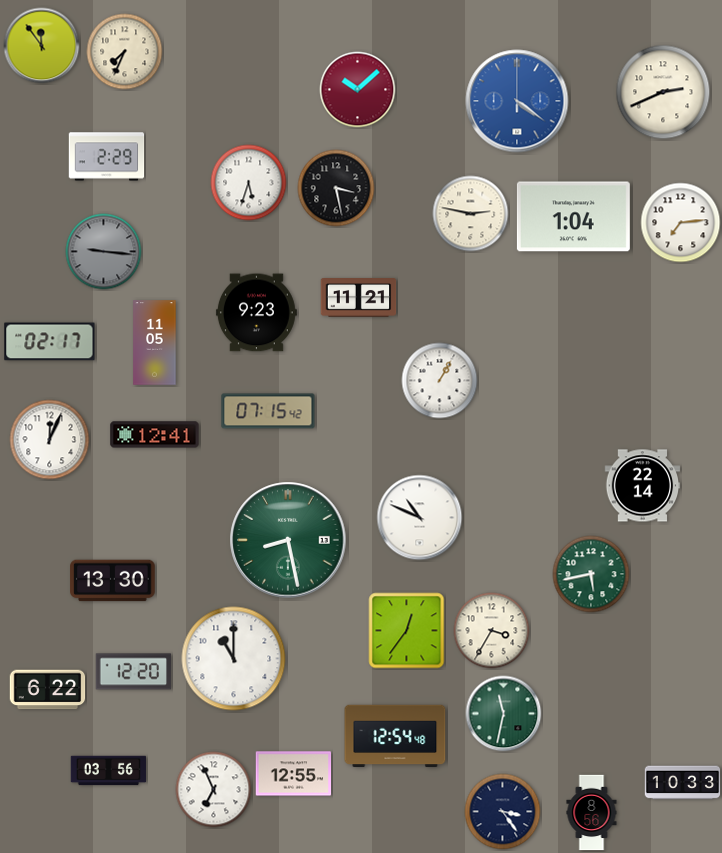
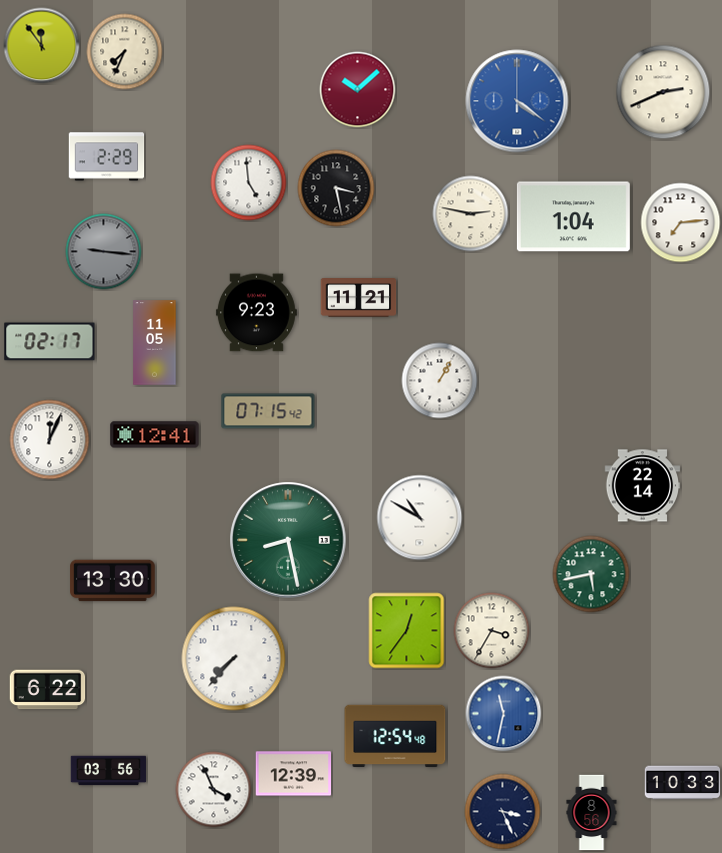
clock at (249, 183): 5:33 -> 4:59
clock at (420, 518): 10:49 -> 10:50
clock at (234, 659): 11:00 -> 7:37
clock at (134, 672): 12:20 -> none
clock at (504, 714) dial: green -> blue
clock at (294, 774): 12:55 -> 12:39
clock at (214, 790): 6:56 -> 3:56
clock at (503, 812): 3:24 -> 3:26
